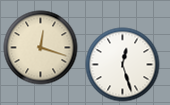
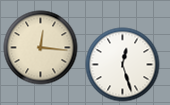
clock at (41, 48): 12:18 -> 12:16
